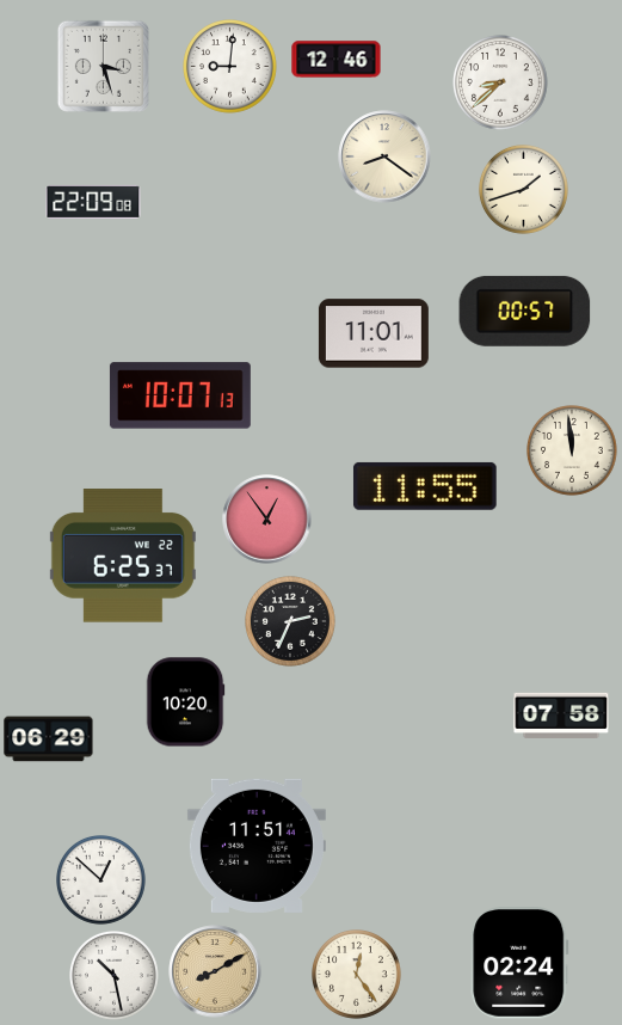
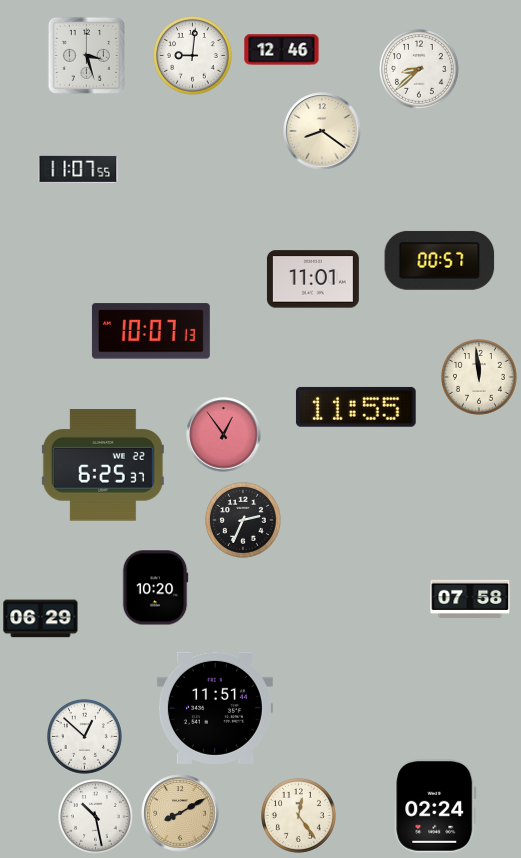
clock at (524, 190): 1:42 -> none
clock at (93, 202): 22:09 -> 11:07
